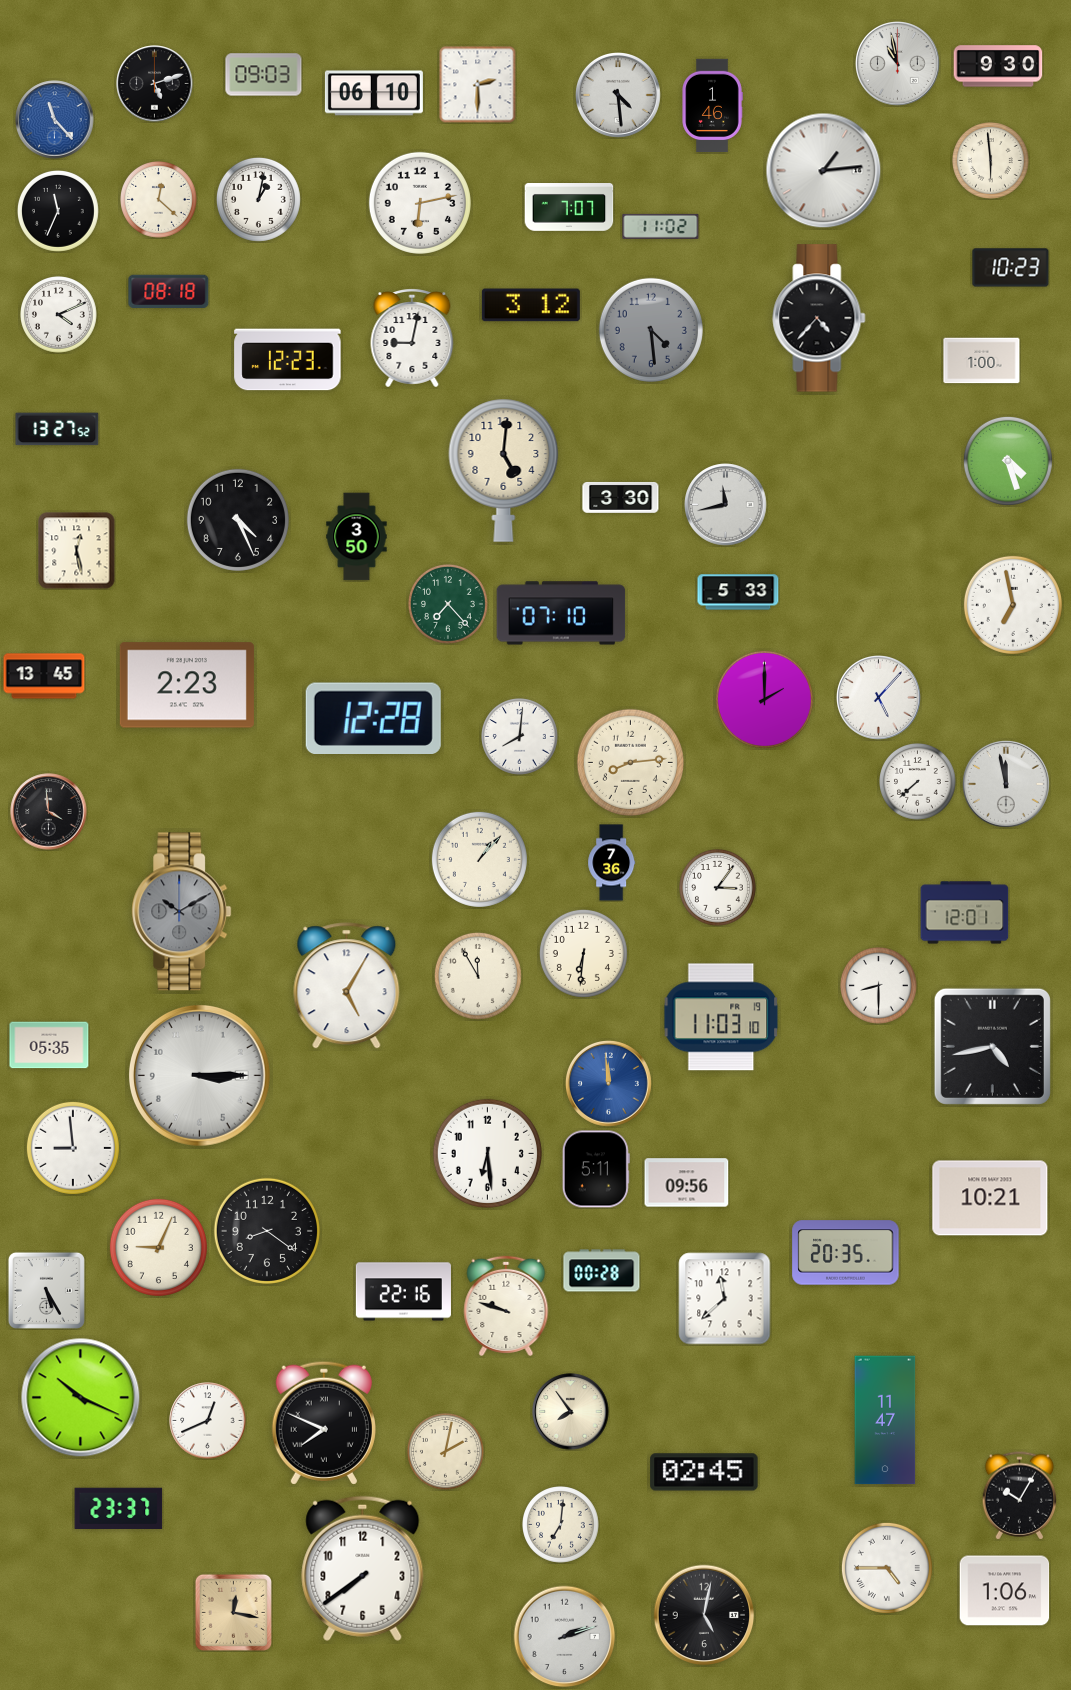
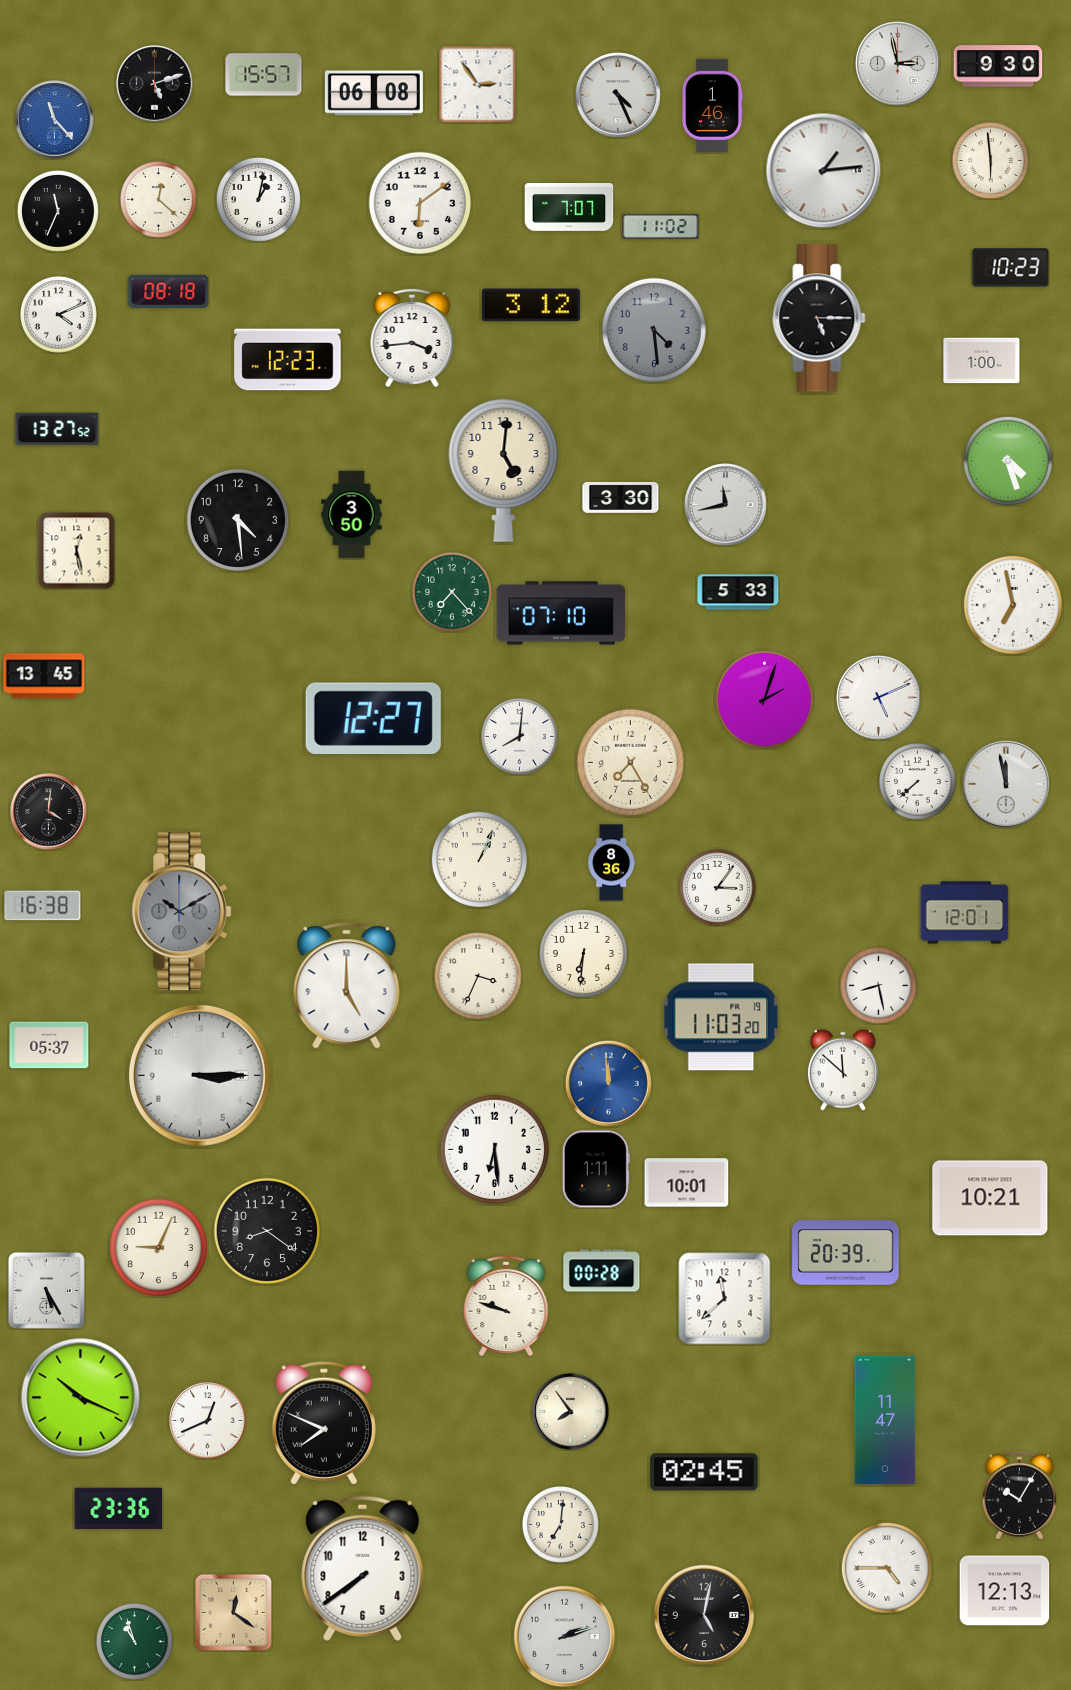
clock at (898, 64): 10:58 -> 2:58
clock at (264, 75): 09:03 -> 15:57
clock at (477, 84): 2:30 -> 2:54
clock at (374, 93): 06:10 -> 06:08
clock at (619, 96): 4:29 -> 4:26
clock at (420, 203): 6:13 -> 6:09
clock at (819, 318): 4:37 -> 5:15
clock at (651, 330) position: (651, 330) -> (654, 330)
clock at (412, 338): 9:02 -> 3:44
clock at (238, 520): 4:26 -> 4:29
clock at (357, 537) position: (357, 537) -> (352, 515)
clock at (448, 604) position: (448, 604) -> (452, 592)
clock at (187, 685): 2:23 -> none
clock at (879, 698): 5:07 -> 5:11
clock at (764, 699): 2:00 -> 2:03
clock at (373, 718): 12:28 -> 12:27
clock at (630, 762): 8:14 -> 7:25
clock at (49, 812): 3:59 -> 4:01
clock at (479, 859): 1:07 -> 1:04
clock at (612, 863): 7:36 -> 8:36
clock at (43, 906): none -> 16:38
clock at (478, 976): 11:55 -> 3:34
clock at (347, 986): 5:05 -> 5:00
clock at (879, 986): 8:30 -> 8:28
clock at (721, 1017): 11:03:10 -> 11:03:20
clock at (49, 1045): 05:35 -> 05:37
clock at (992, 1046): 4:43 -> none
clock at (843, 1070): none -> 11:52
clock at (73, 1148): 8:59 -> none
clock at (487, 1153) position: (487, 1153) -> (494, 1149)
clock at (596, 1169): 5:11 -> 1:11
clock at (687, 1183): 09:56 -> 10:01
clock at (846, 1253): 20:35 -> 20:39
clock at (403, 1292): 22:16 -> none
clock at (446, 1452): 2:02 -> none
clock at (119, 1508): 23:37 -> 23:36
clock at (1005, 1591): 1:06 -> 12:13
clock at (233, 1612): 12:17 -> 12:21
clock at (135, 1642): none -> 10:57
